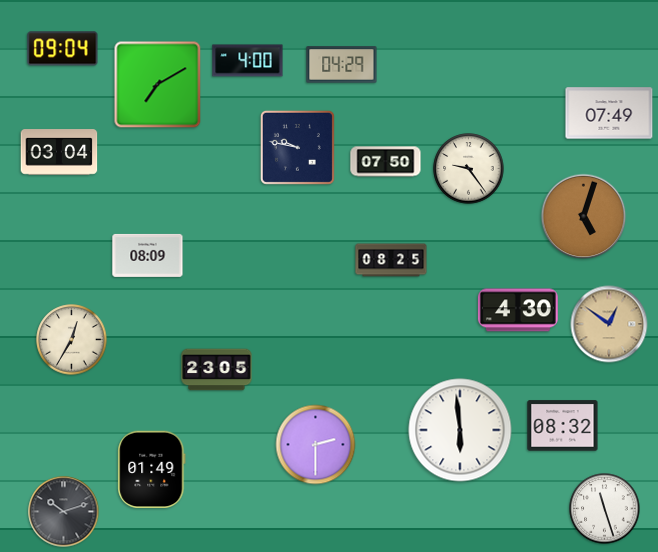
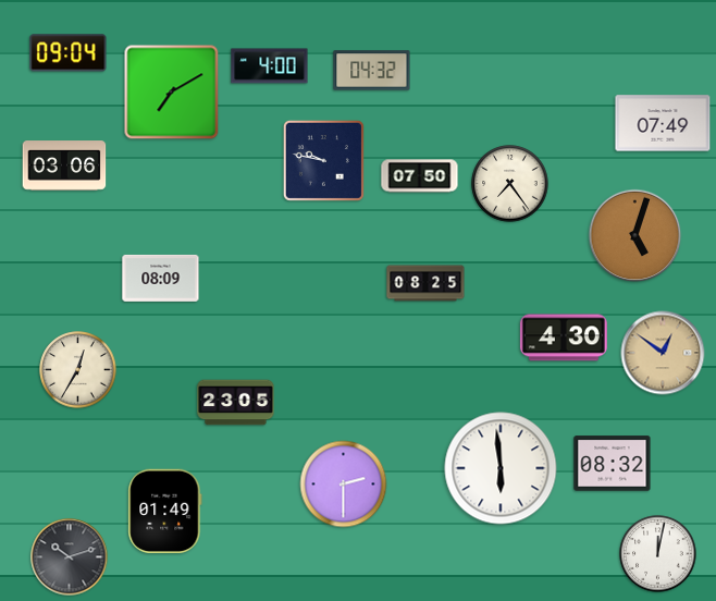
clock at (342, 65): 04:29 -> 04:32
clock at (59, 152): 03:04 -> 03:06
clock at (469, 169): 9:24 -> 7:24
clock at (605, 509): 11:27 -> 12:02
